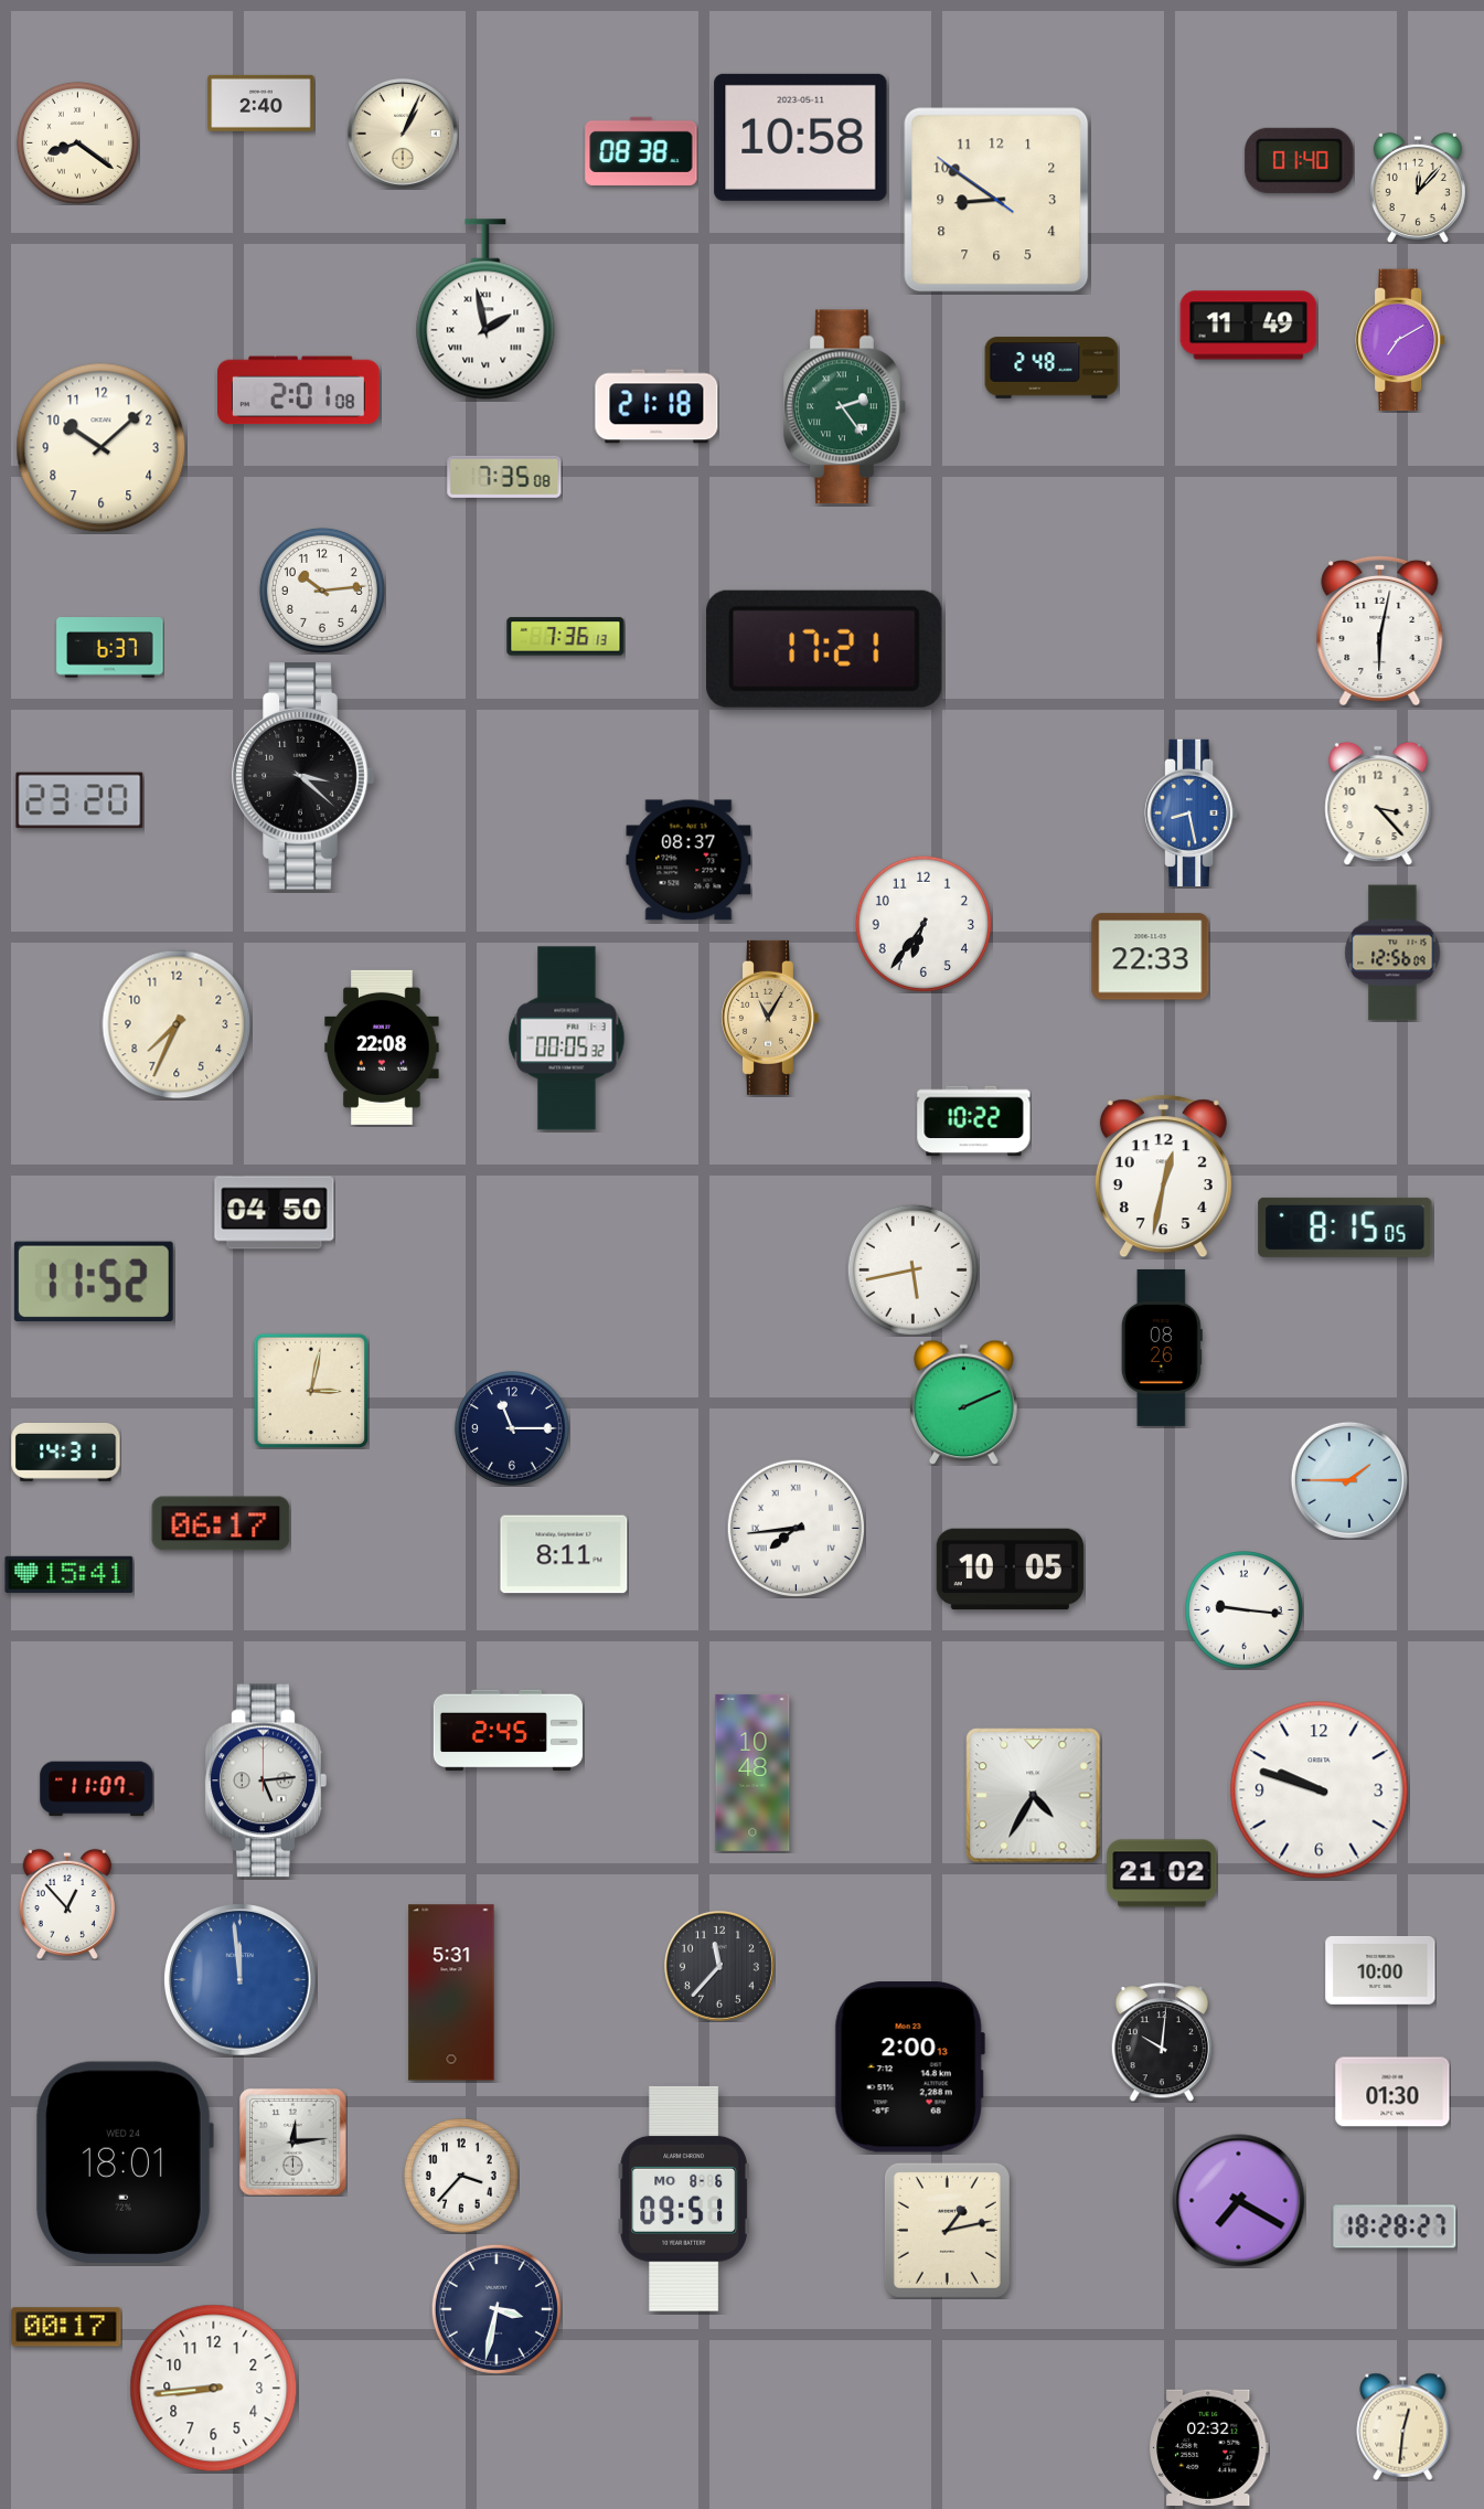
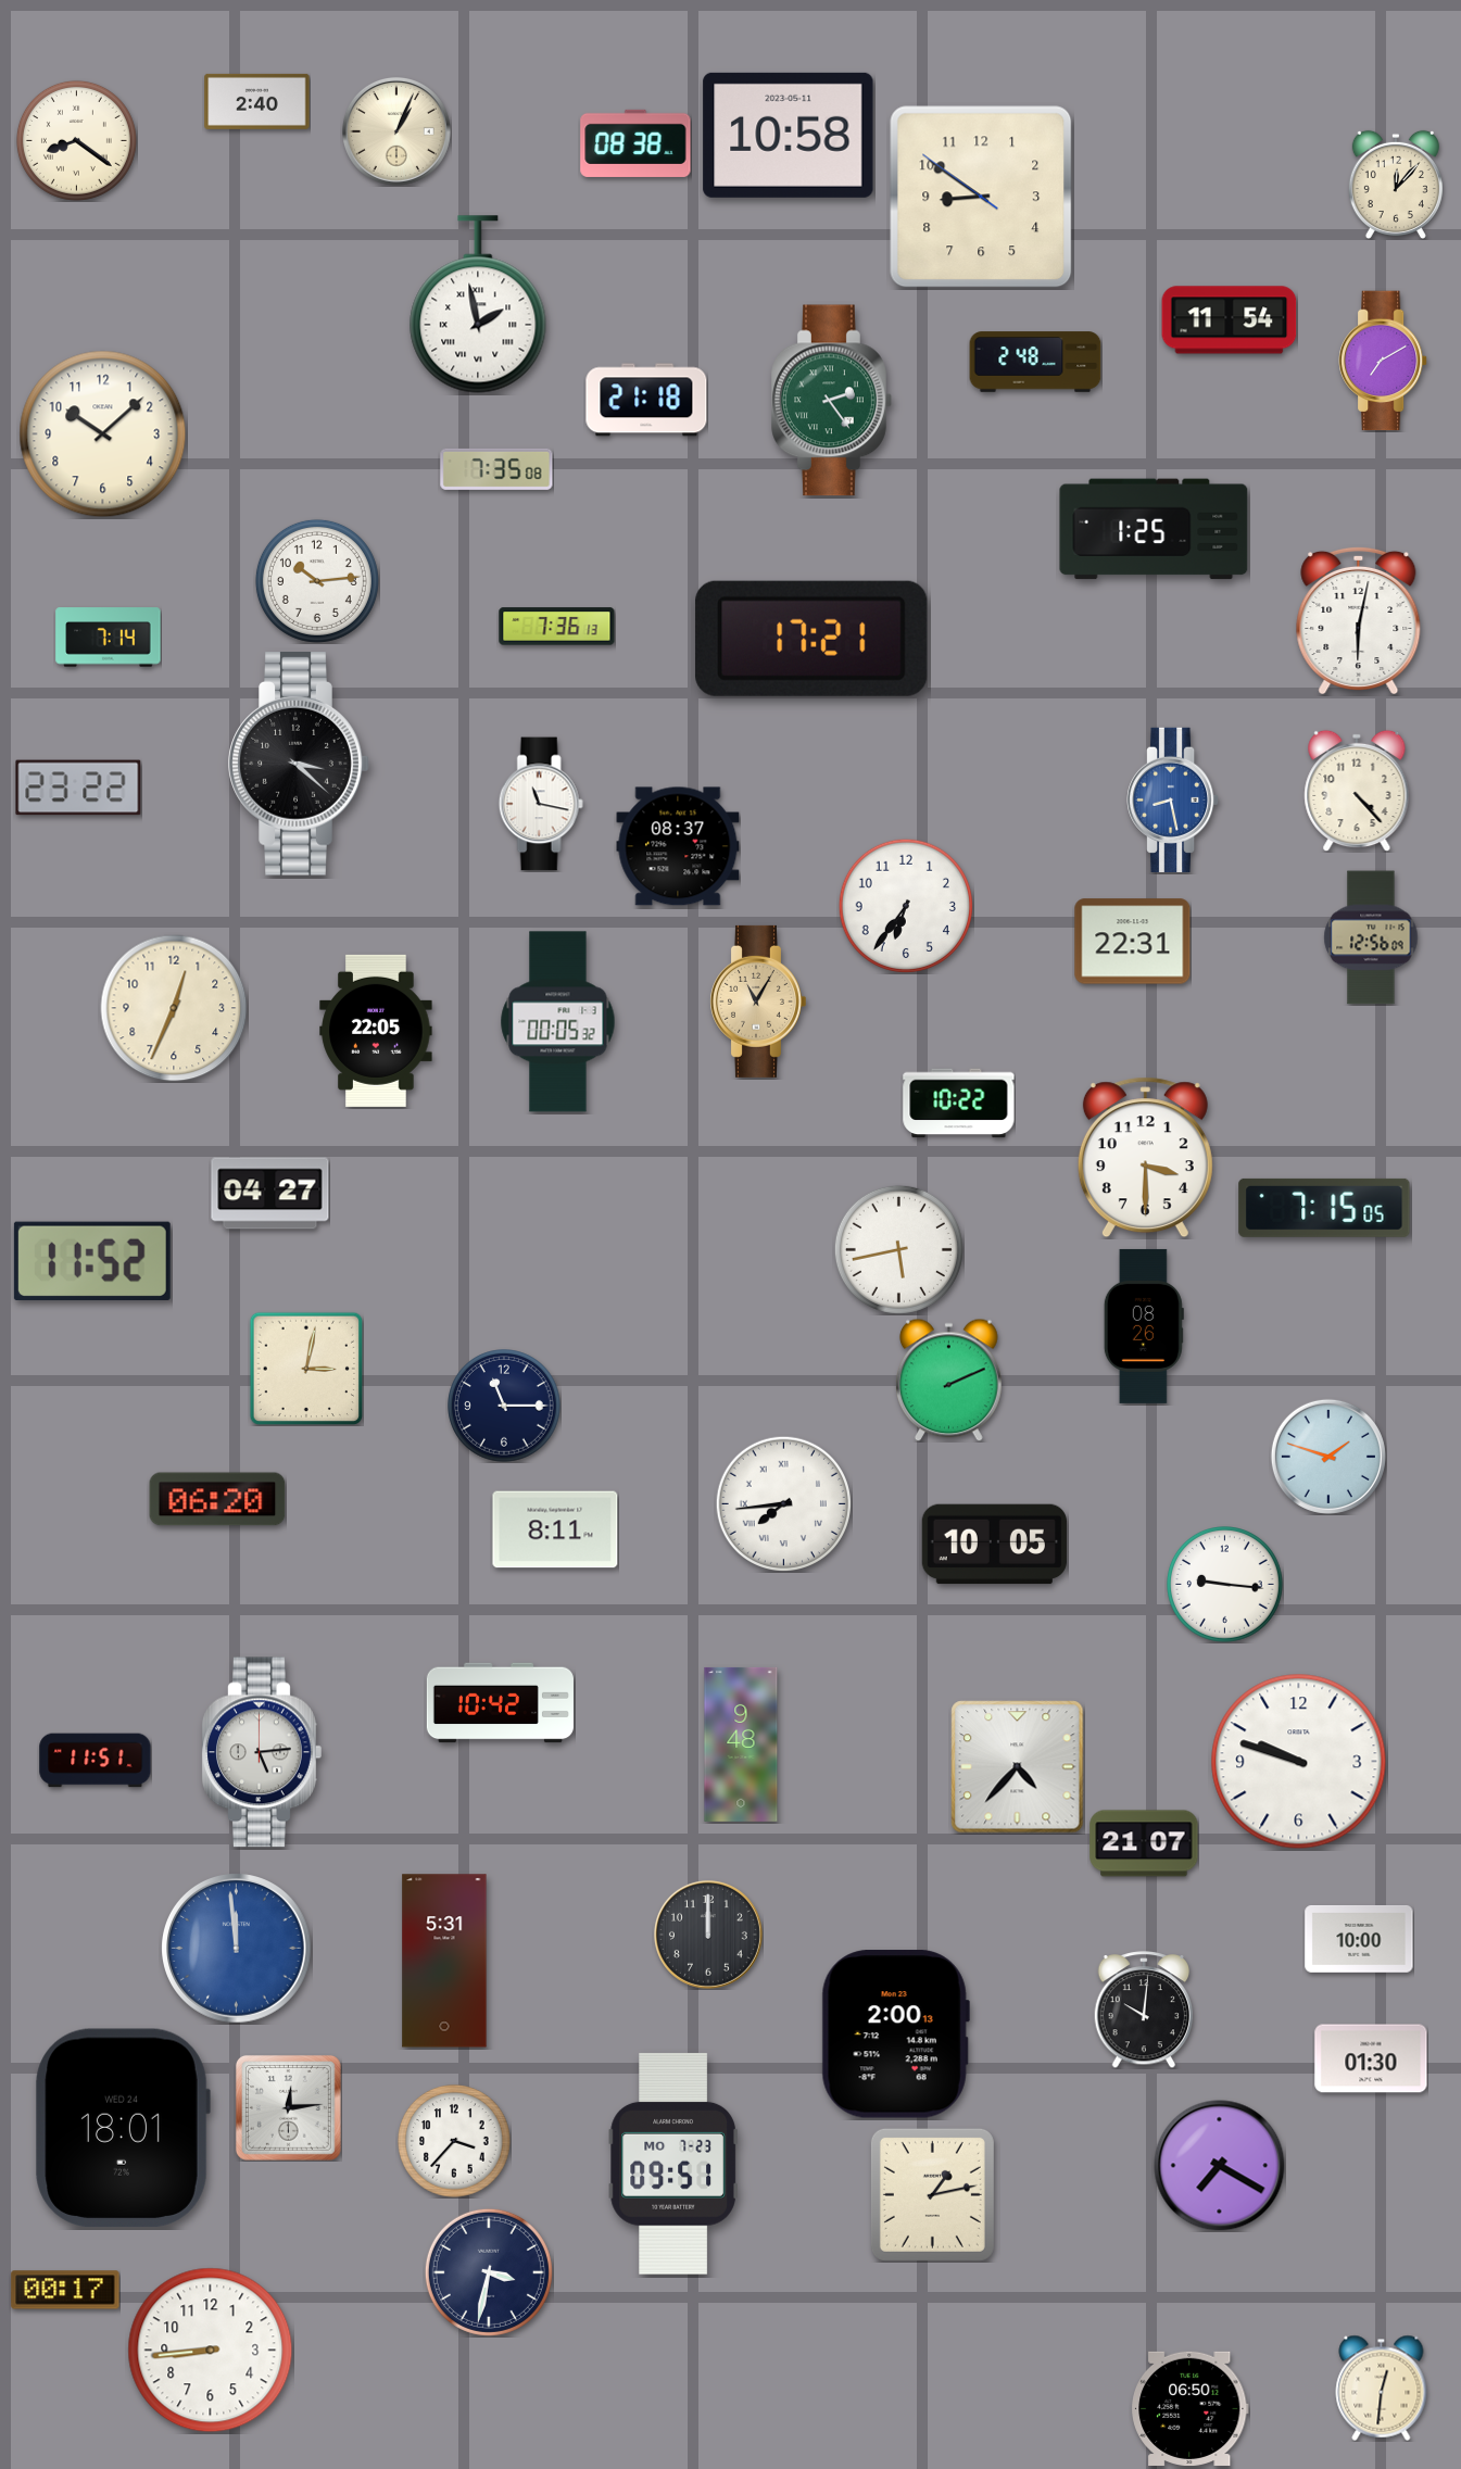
clock at (641, 151) position: (641, 151) -> (635, 143)
clock at (1300, 160): 01:40 -> none
clock at (1249, 326): 11:49 -> 11:54
clock at (1401, 340) position: (1401, 340) -> (1384, 361)
clock at (299, 391): 2:01 -> none
clock at (102, 448) position: (102, 448) -> (103, 434)
clock at (1154, 529): none -> 1:25
clock at (110, 648): 6:37 -> 7:14
clock at (79, 800): 23:20 -> 23:22
clock at (1378, 804): 3:23 -> 4:23
clock at (541, 804): none -> 11:17
clock at (924, 924) position: (924, 924) -> (906, 906)
clock at (1151, 957): 22:33 -> 22:31
clock at (177, 1024): 7:34 -> 12:34
clock at (382, 1048): 22:08 -> 22:05
clock at (1163, 1177): 12:32 -> 3:30
clock at (275, 1213): 04:50 -> 04:27
clock at (1345, 1227): 8:15 -> 7:15
clock at (66, 1453): 14:31 -> none
clock at (1349, 1480): 1:45 -> 1:48
clock at (221, 1523): 06:17 -> 06:20
clock at (70, 1574): 15:41 -> none
clock at (508, 1731): 2:45 -> 10:42
clock at (752, 1773): 10:48 -> 9:48
clock at (97, 1789): 11:07 -> 11:51
clock at (1034, 1796): 4:35 -> 4:37
clock at (1162, 1873): 21:02 -> 21:07
clock at (67, 1903): 12:53 -> none
clock at (719, 1966): 11:37 -> 12:00
clock at (684, 2199) date: MO 8-6 -> MO 7-23
clock at (1395, 2226): 18:28 -> none
clock at (1209, 2447): 02:32 -> 06:50
